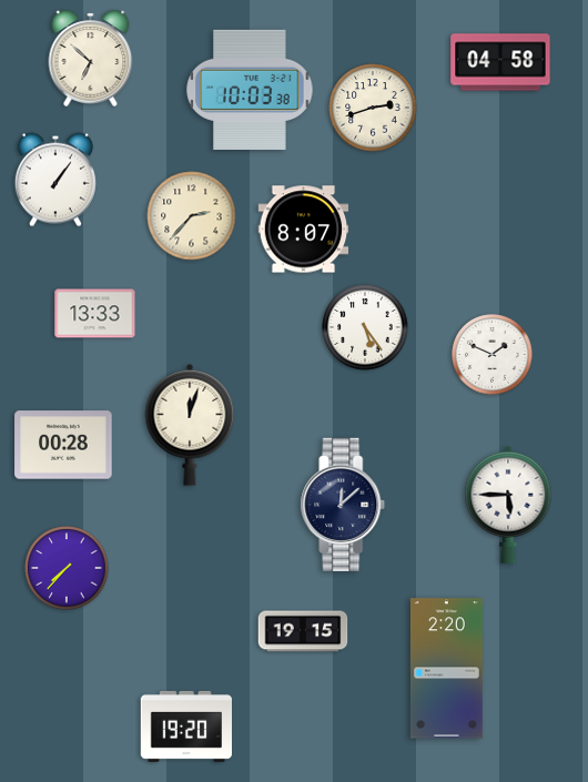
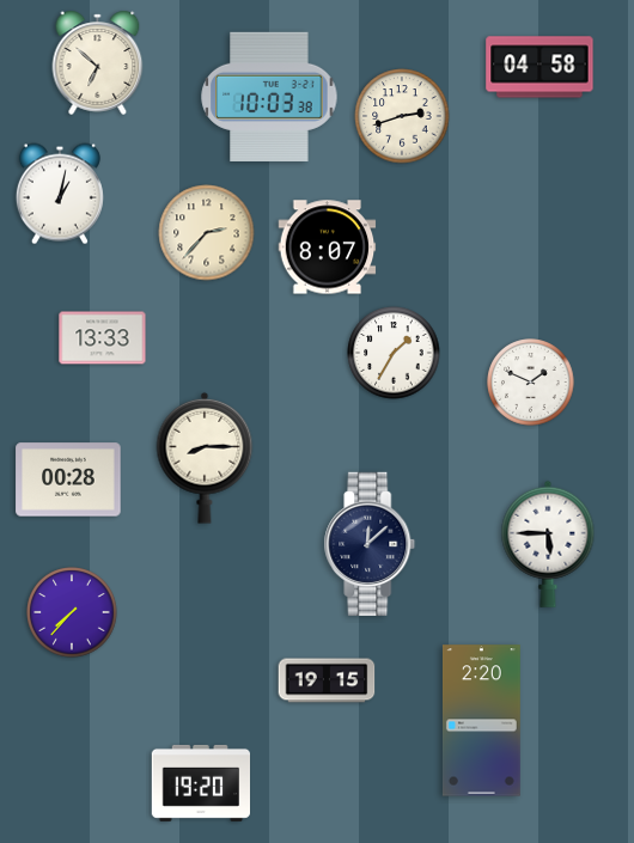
clock at (55, 180): 1:06 -> 1:02
clock at (365, 327): 5:24 -> 1:35
clock at (190, 425): 12:03 -> 8:15
